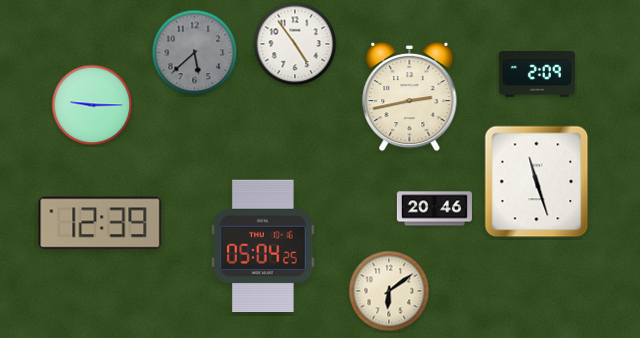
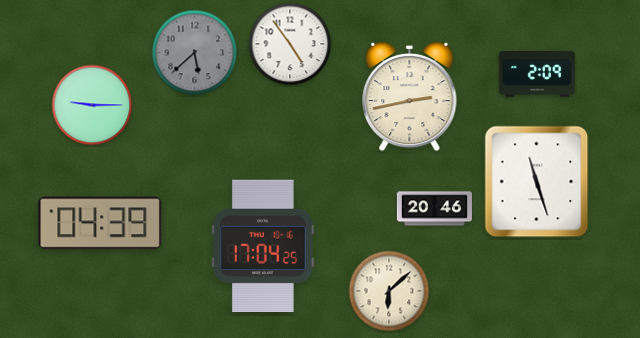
clock at (295, 44) position: (295, 44) -> (290, 44)
clock at (100, 223): 12:39 -> 04:39
clock at (263, 245): 05:04 -> 17:04
clock at (389, 291): 6:09 -> 6:08
